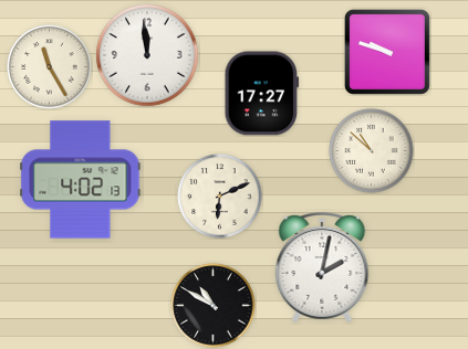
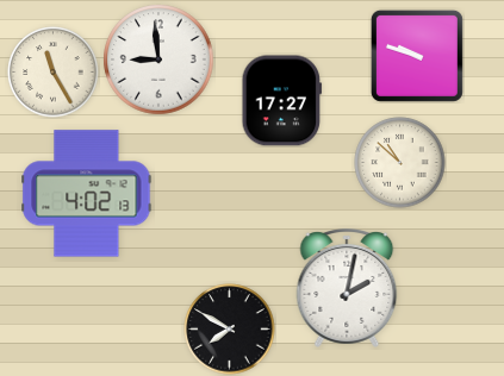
clock at (147, 55): 11:59 -> 8:59
clock at (220, 197): 6:11 -> none
clock at (214, 306): 10:50 -> 7:50
